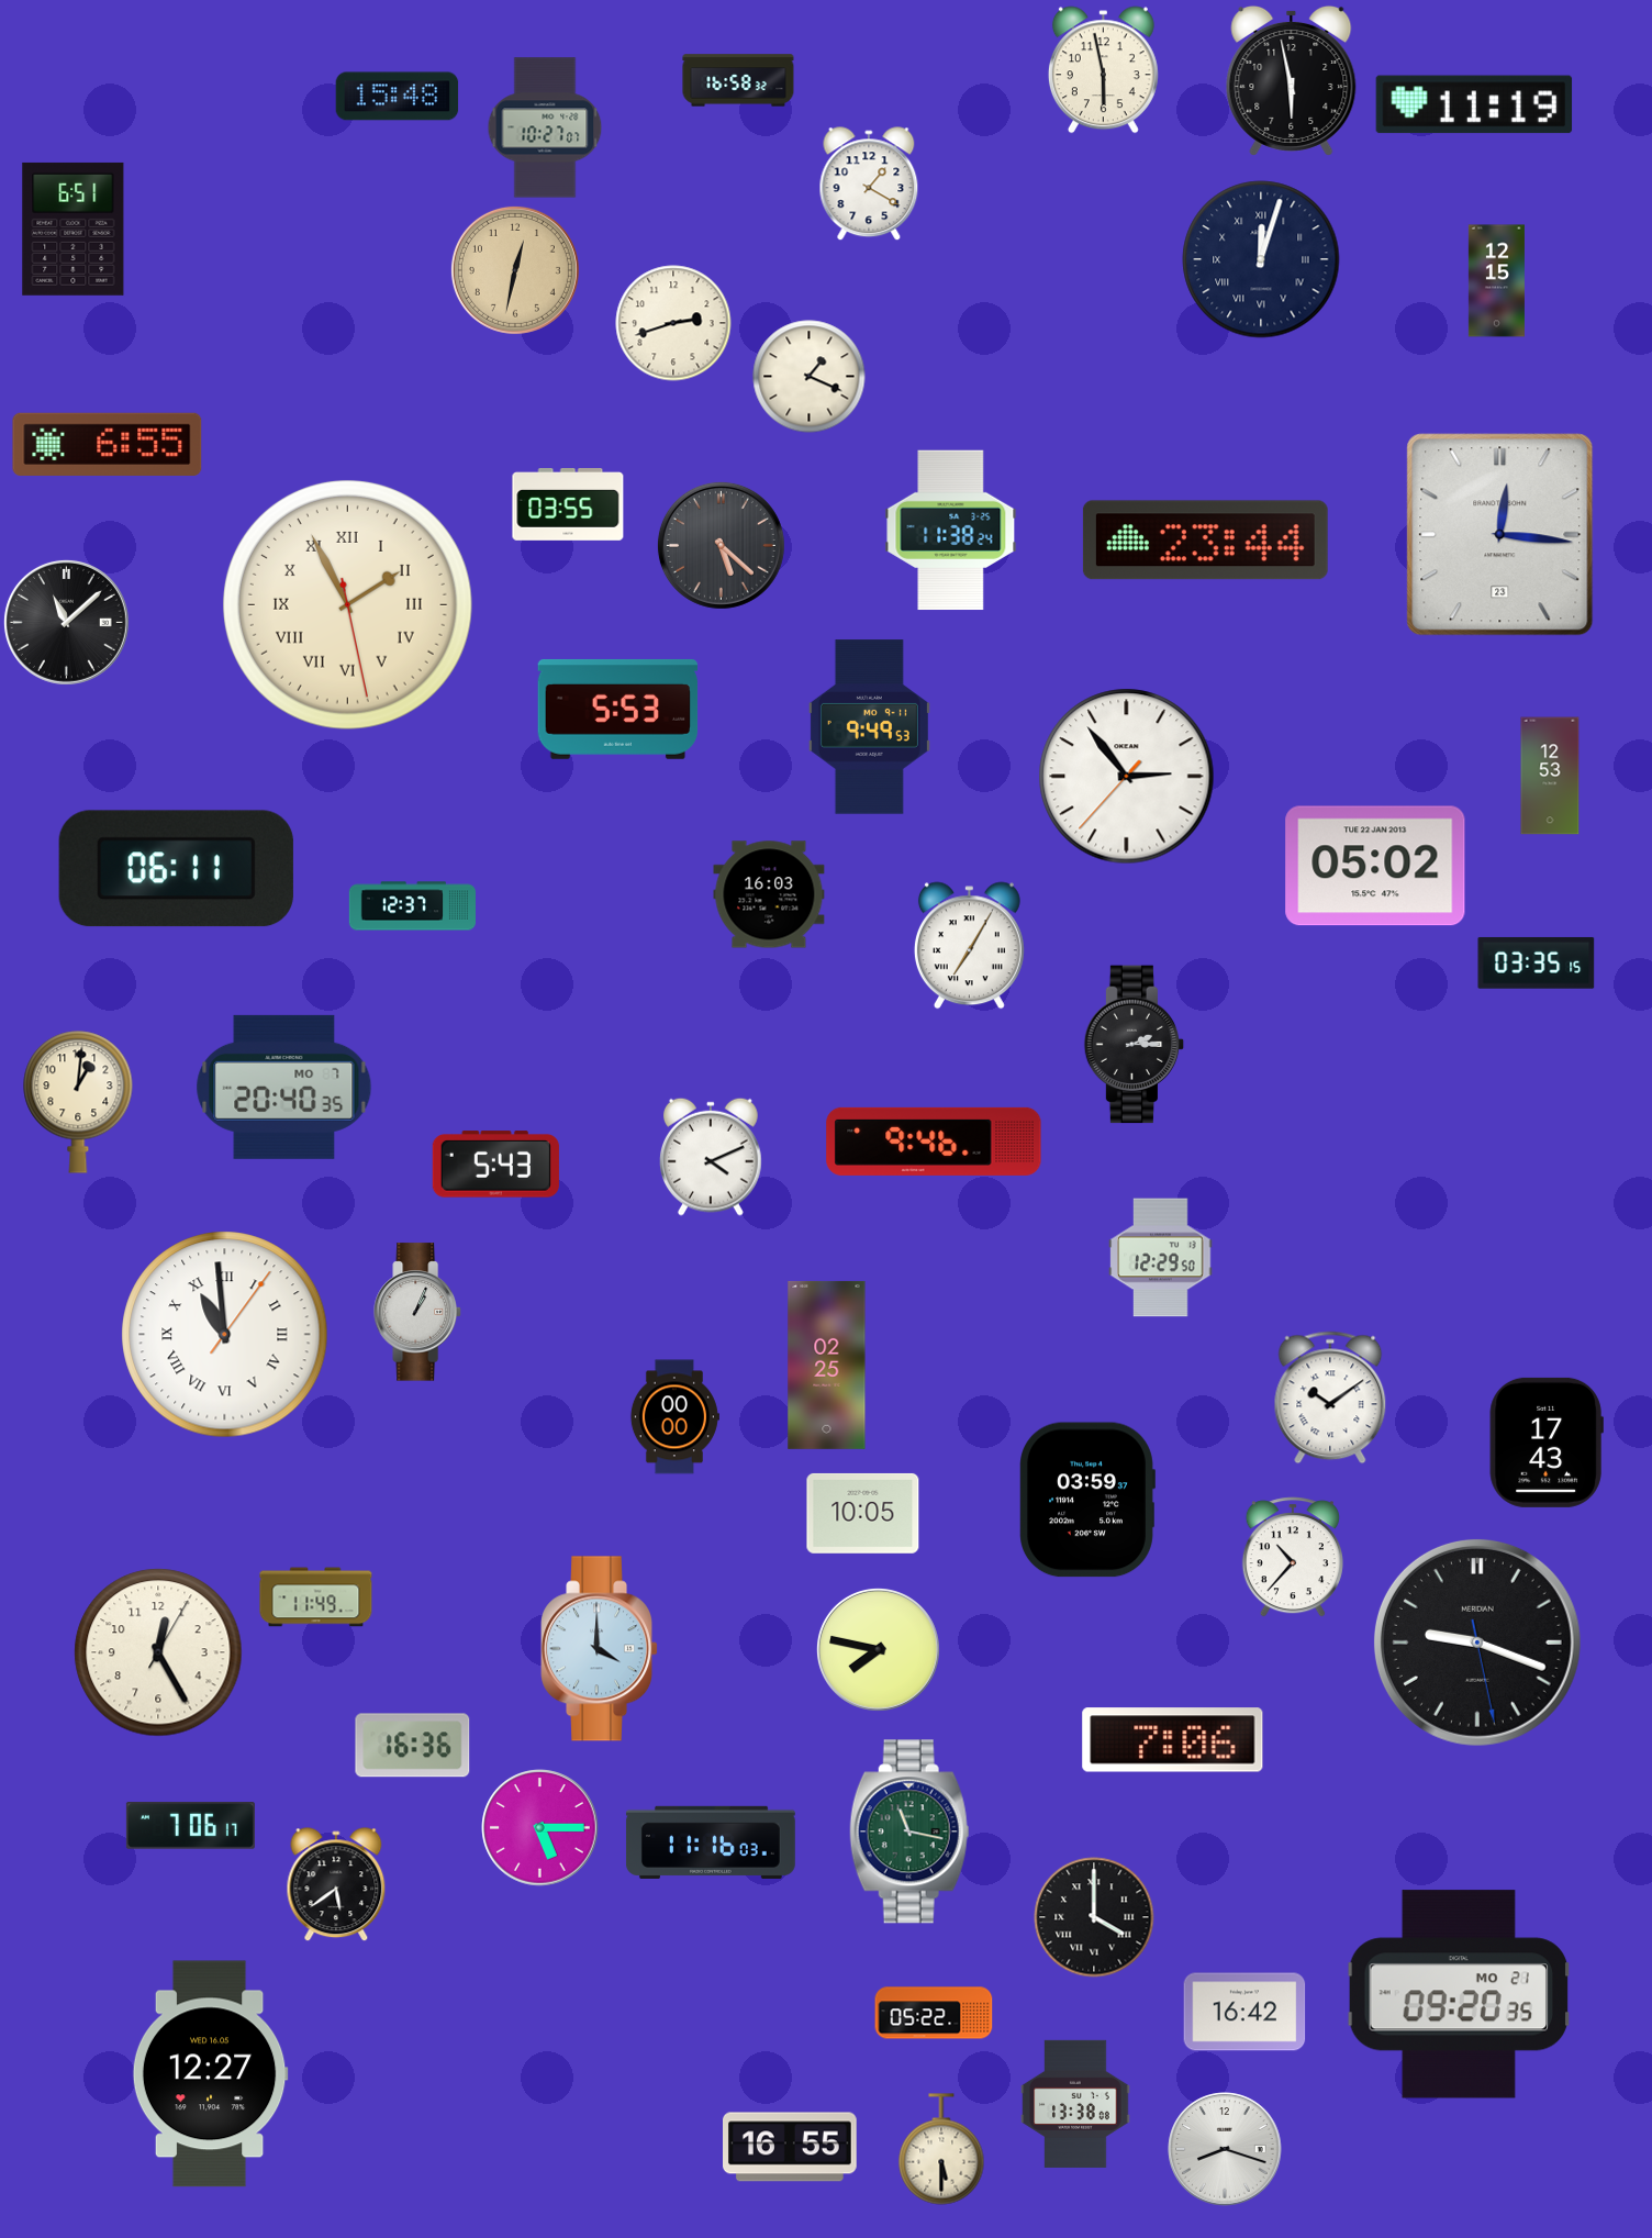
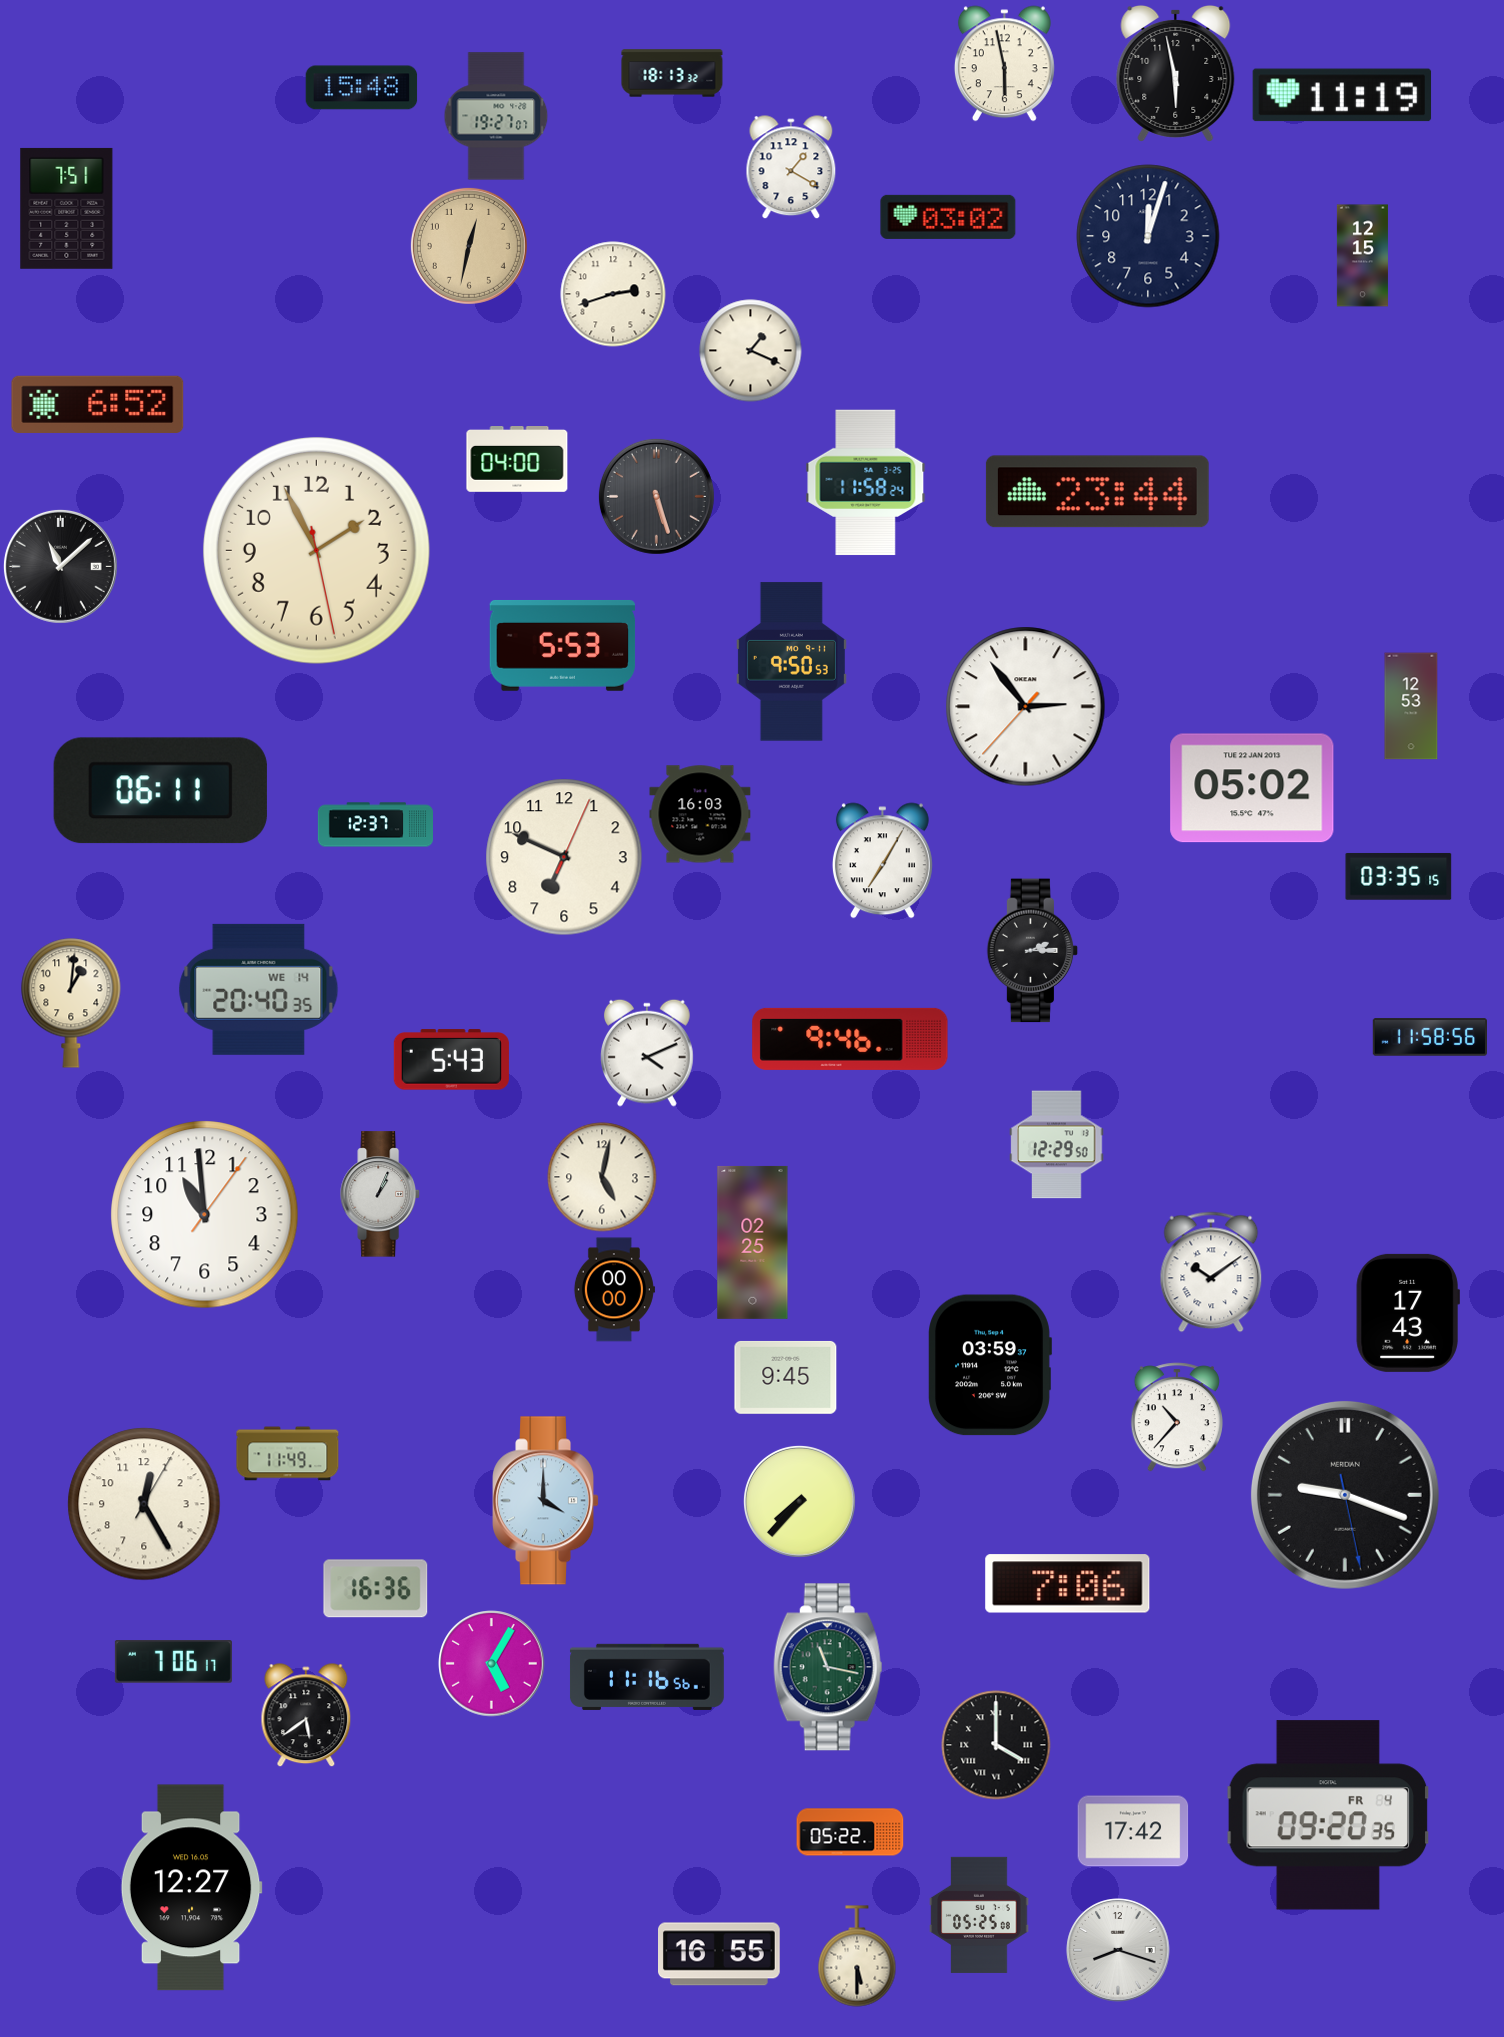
clock at (738, 80): 16:58 -> 18:13
clock at (545, 127): 10:27 -> 19:27
clock at (74, 229): 6:51 -> 7:51
clock at (948, 217): none -> 03:02
clock at (1261, 259) numerals: Roman -> Arabic
clock at (810, 377) position: (810, 377) -> (751, 351)
clock at (108, 444): 6:55 -> 6:52
clock at (568, 505): 03:55 -> 04:00
clock at (951, 531): 11:38 -> 11:58
clock at (1500, 535): 12:16 -> none
clock at (721, 545): 5:22 -> 5:27
clock at (347, 604) numerals: Roman -> Arabic
clock at (869, 727): 9:49 -> 9:50
clock at (564, 857): none -> 6:49
clock at (284, 1087) date: MO 7 -> WE 14
clock at (1429, 1037): none -> 11:58
clock at (602, 1177): none -> 5:02
clock at (225, 1335) numerals: Roman -> Arabic
clock at (863, 1513): 10:05 -> 9:45
clock at (878, 1649): 7:47 -> 7:37
clock at (540, 1828): 5:15 -> 5:05
clock at (711, 1842): 11:16:03 -> 11:16:56
clock at (1459, 1994) date: MO 21 -> FR 4
clock at (1244, 2012): 16:42 -> 17:42
clock at (1075, 2104): 13:38 -> 05:25
clock at (1225, 2149) position: (1225, 2149) -> (1118, 1950)
